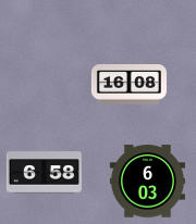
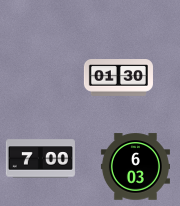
clock at (128, 85): 16:08 -> 01:30
clock at (44, 173): 6:58 -> 7:00
